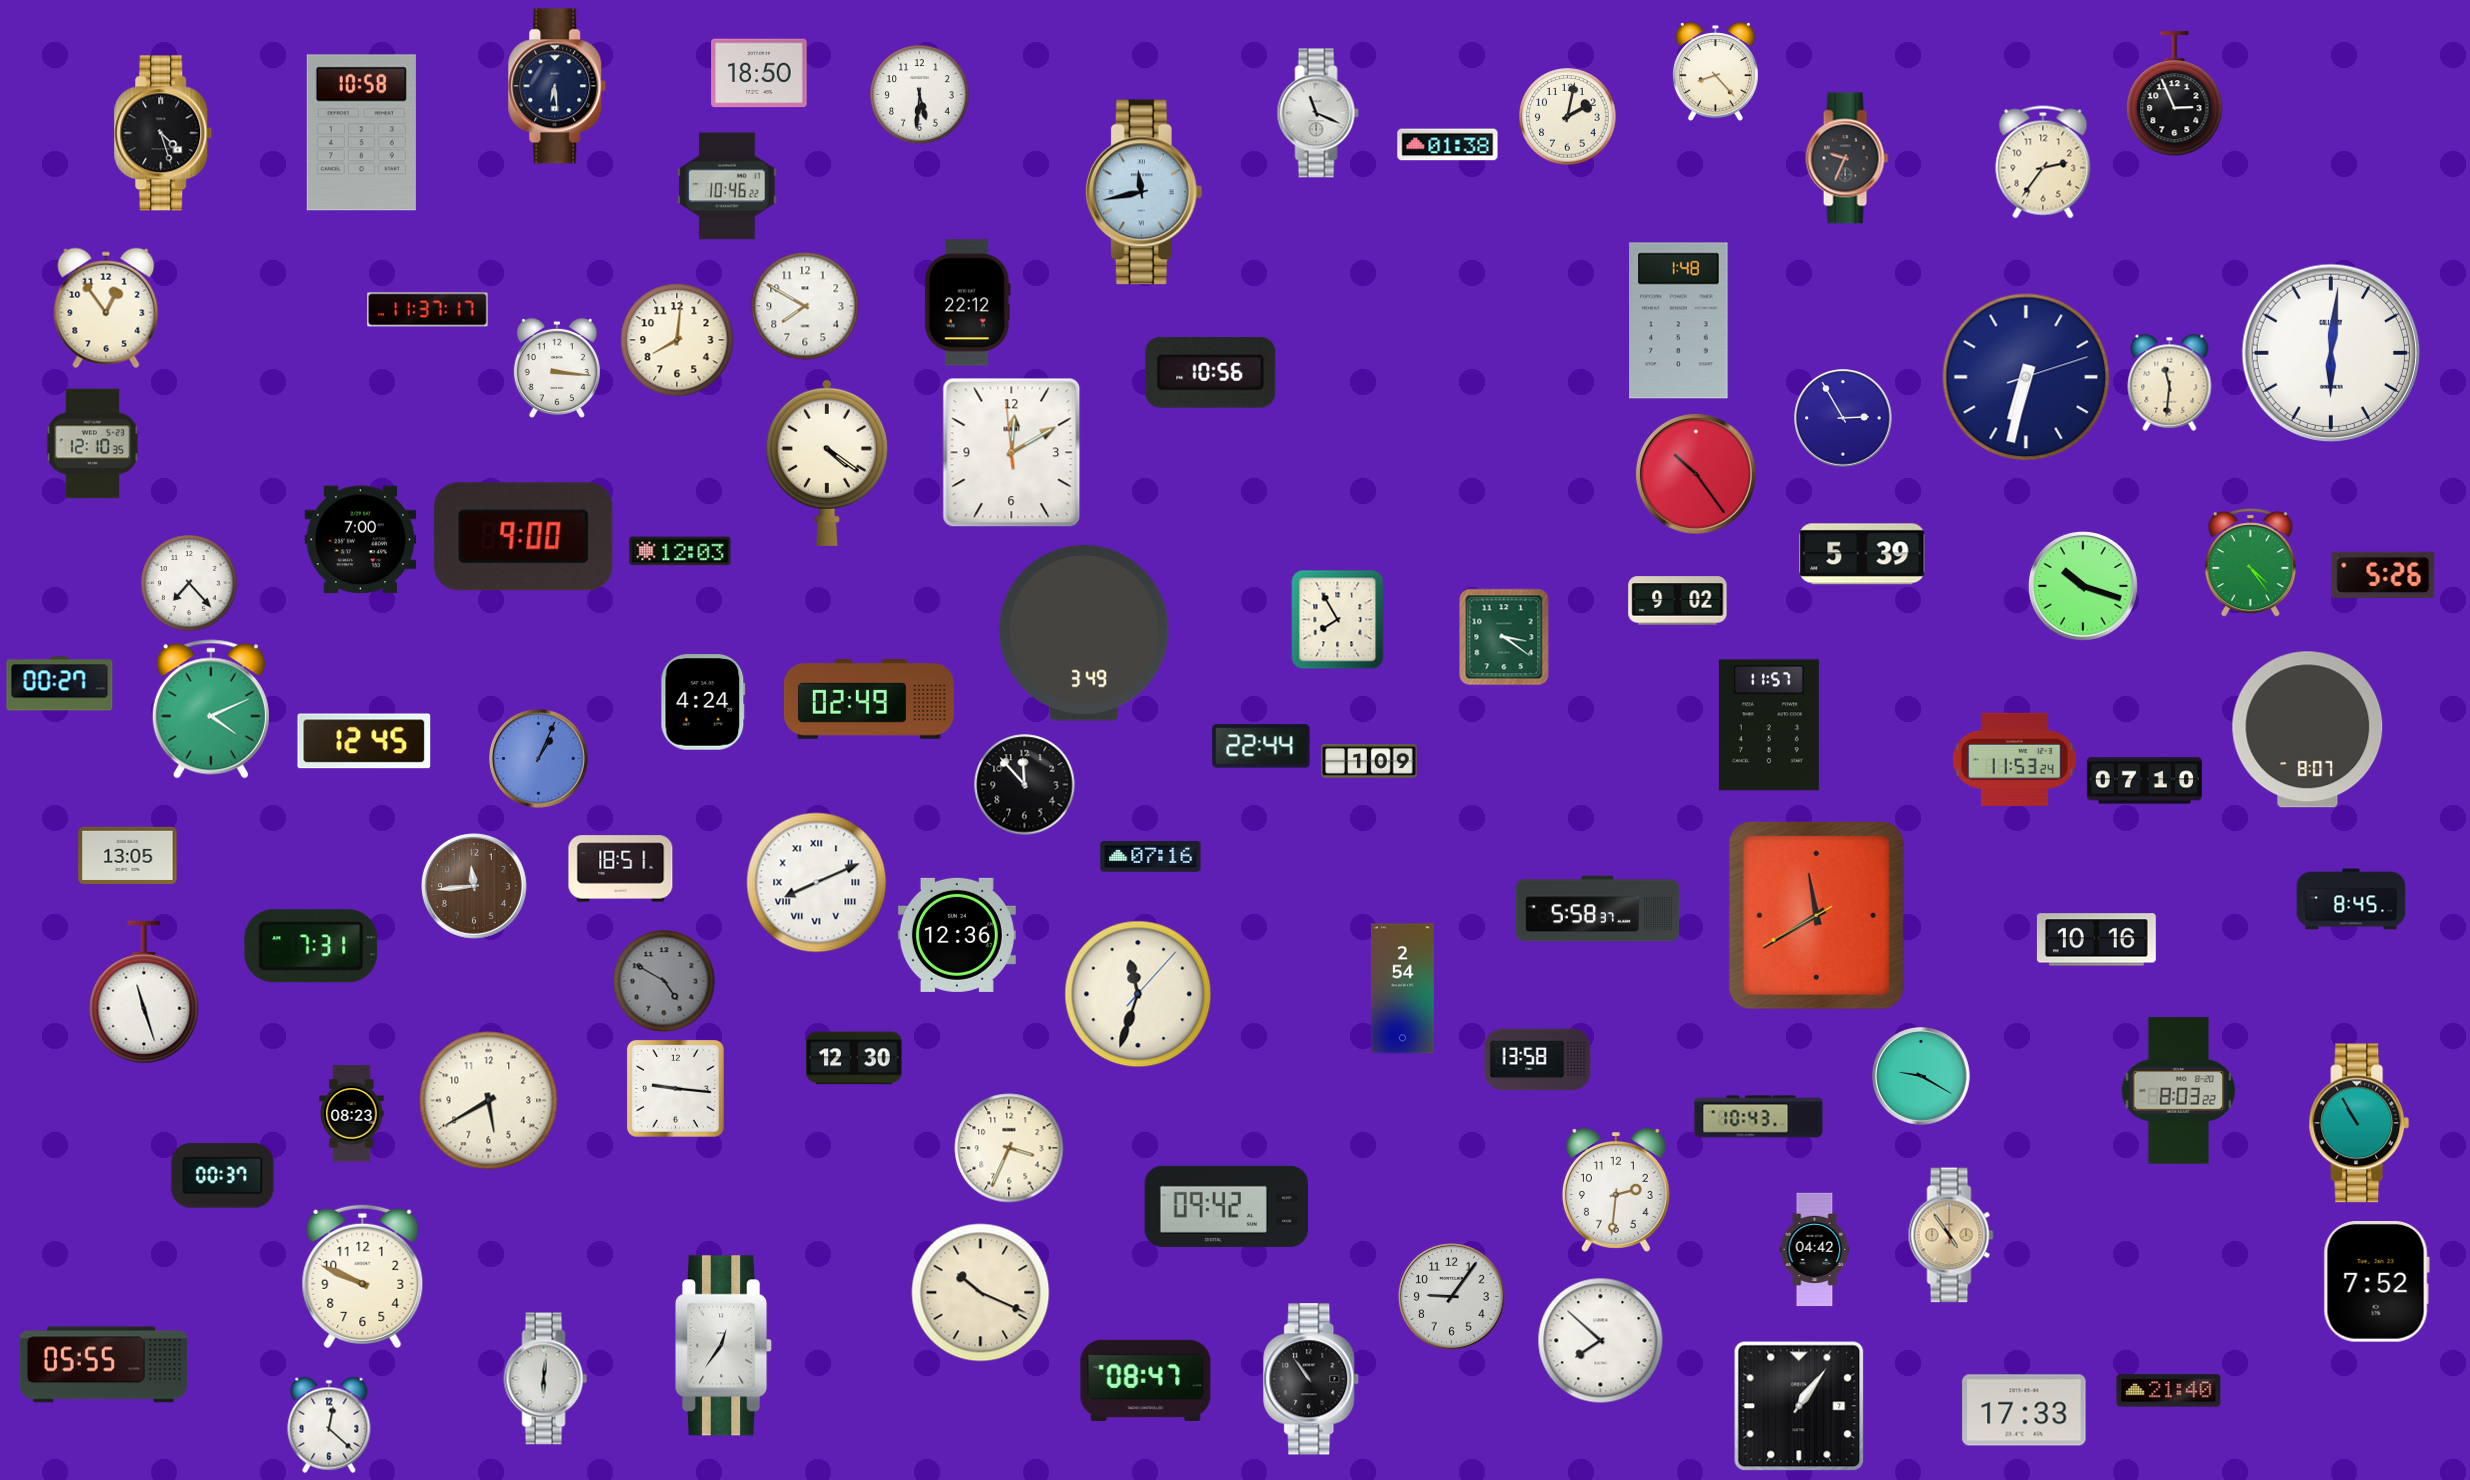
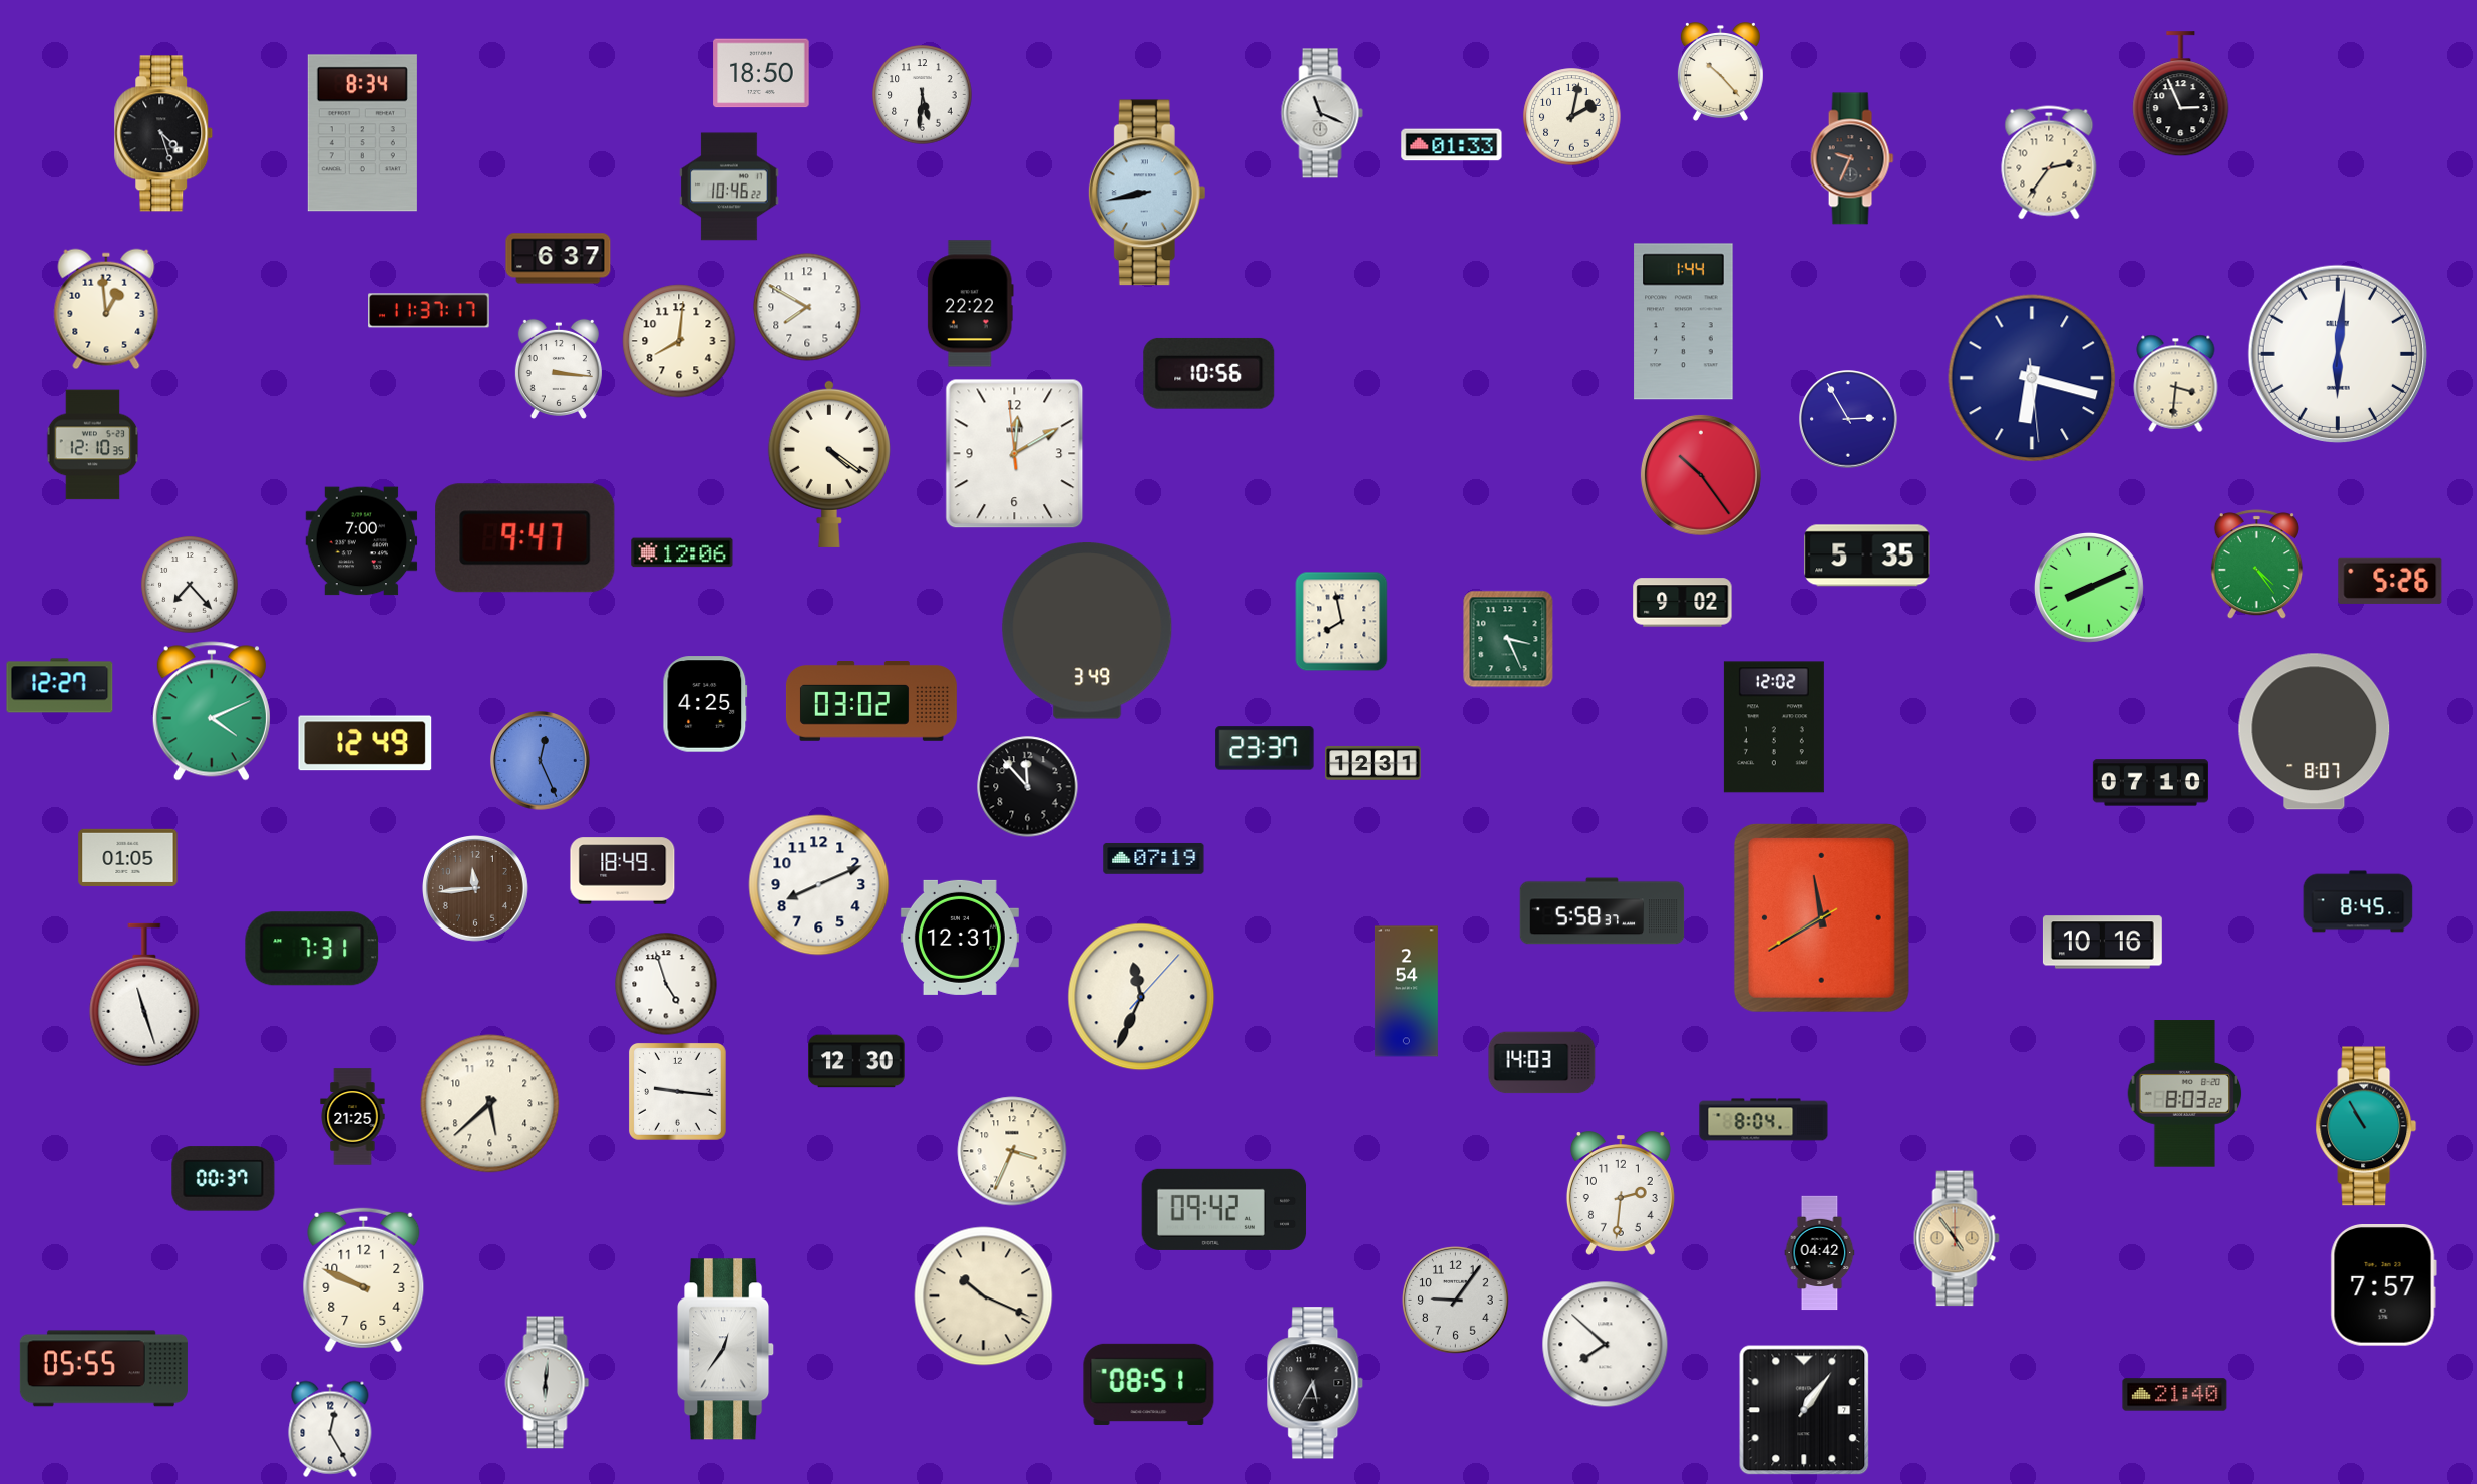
clock at (1715, 72): 8:23 -> 10:23
clock at (557, 86): 6:29 -> none
clock at (361, 133): 10:58 -> 8:34
clock at (1448, 145): 01:38 -> 01:33
clock at (1144, 192): 11:43 -> 8:43
clock at (559, 259): none -> 6:37
clock at (967, 303): 22:12 -> 22:22
clock at (106, 308): 12:54 -> 12:59
clock at (1679, 321): 1:48 -> 1:44
clock at (1211, 372) position: (1211, 372) -> (1209, 373)
clock at (2026, 377): 6:32 -> 6:17
clock at (2170, 382): 11:31 -> 3:31
clock at (524, 537): 9:00 -> 9:47
clock at (680, 551): 12:03 -> 12:06
clock at (1862, 554): 5:39 -> 5:35
clock at (2383, 575) position: (2383, 575) -> (2390, 581)
clock at (2083, 586): 10:18 -> 8:11
clock at (1338, 620): 7:55 -> 7:58
clock at (1084, 633) position: (1084, 633) -> (1087, 631)
clock at (1504, 637): 3:21 -> 3:26
clock at (60, 684): 00:27 -> 12:27
clock at (869, 700): 02:49 -> 03:02
clock at (703, 702): 4:24 -> 4:25
clock at (1769, 725): 11:57 -> 12:02
clock at (364, 741): 12:45 -> 12:49
clock at (1261, 746): 22:44 -> 23:37
clock at (539, 759): 1:04 -> 12:26
clock at (2015, 759): 11:53 -> none
clock at (1369, 761): 1:09 -> 12:31
clock at (128, 855): 13:05 -> 01:05
clock at (1151, 857): 07:16 -> 07:19
clock at (621, 869): 18:51 -> 18:49
clock at (817, 883) numerals: Roman -> Arabic
clock at (957, 935): 12:36 -> 12:31
clock at (664, 981): 4:50 -> 4:57
clock at (664, 981) dial: grey -> white
clock at (1138, 994): 11:33 -> 11:34
clock at (1538, 1060): 13:58 -> 14:03
clock at (1921, 1076): 9:20 -> none
clock at (489, 1101): 5:40 -> 5:38
clock at (352, 1114): 08:23 -> 21:25
clock at (1759, 1117): 10:43 -> 8:04
clock at (1227, 1206) position: (1227, 1206) -> (1224, 1209)
clock at (2376, 1282): 7:52 -> 7:57
clock at (1312, 1379): 10:54 -> 5:35
clock at (1146, 1380): 08:47 -> 08:51
clock at (2024, 1410): 17:33 -> none
clock at (329, 1425): 12:22 -> 12:25
